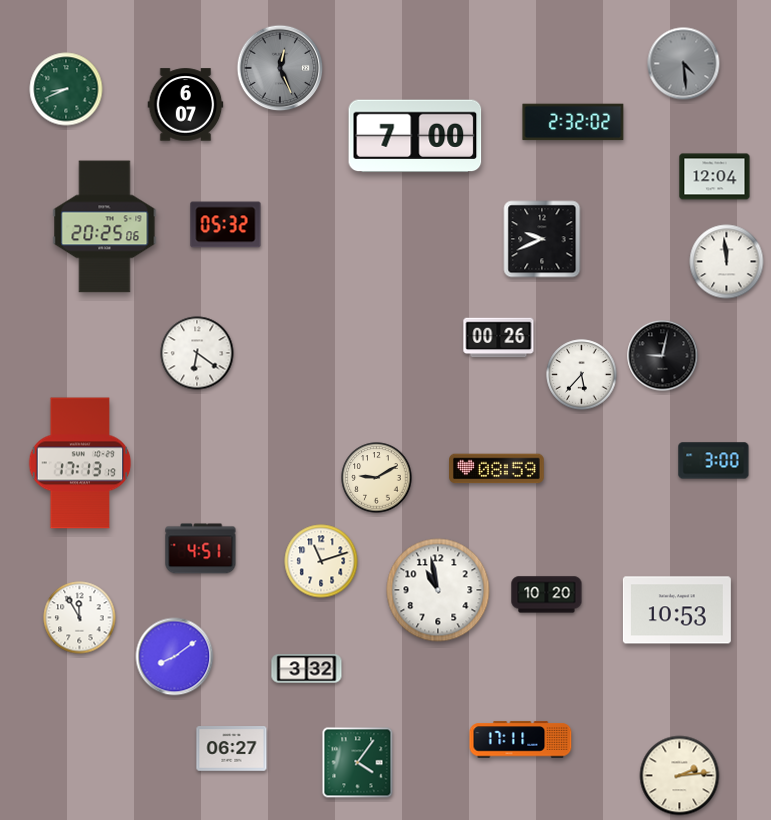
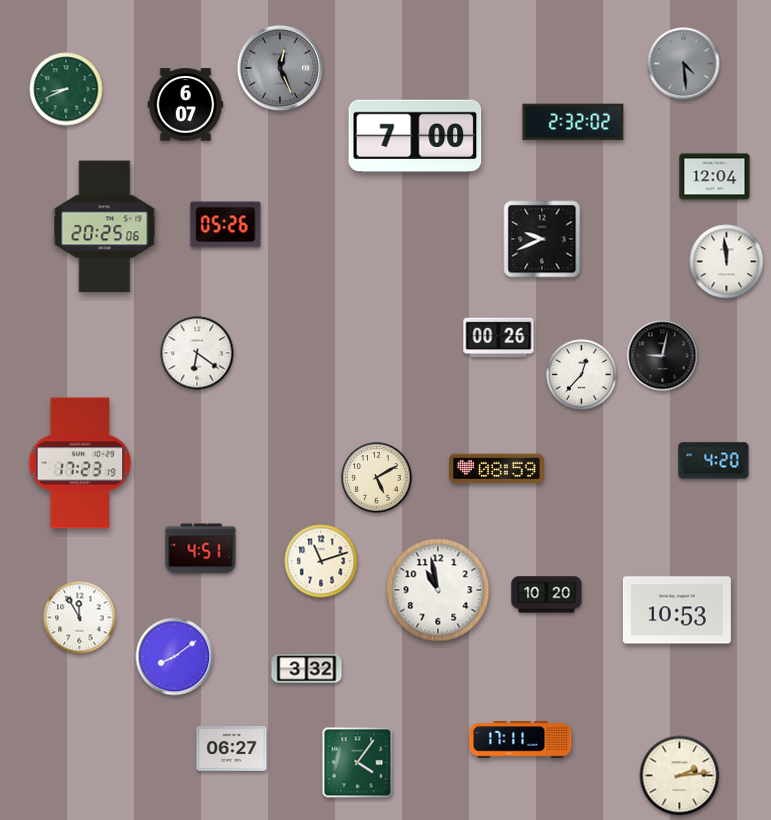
clock at (226, 225): 05:32 -> 05:26
clock at (582, 375): 5:37 -> 12:37
clock at (714, 461): 3:00 -> 4:20
clock at (80, 463): 17:13 -> 17:23
clock at (377, 478): 9:10 -> 5:10
